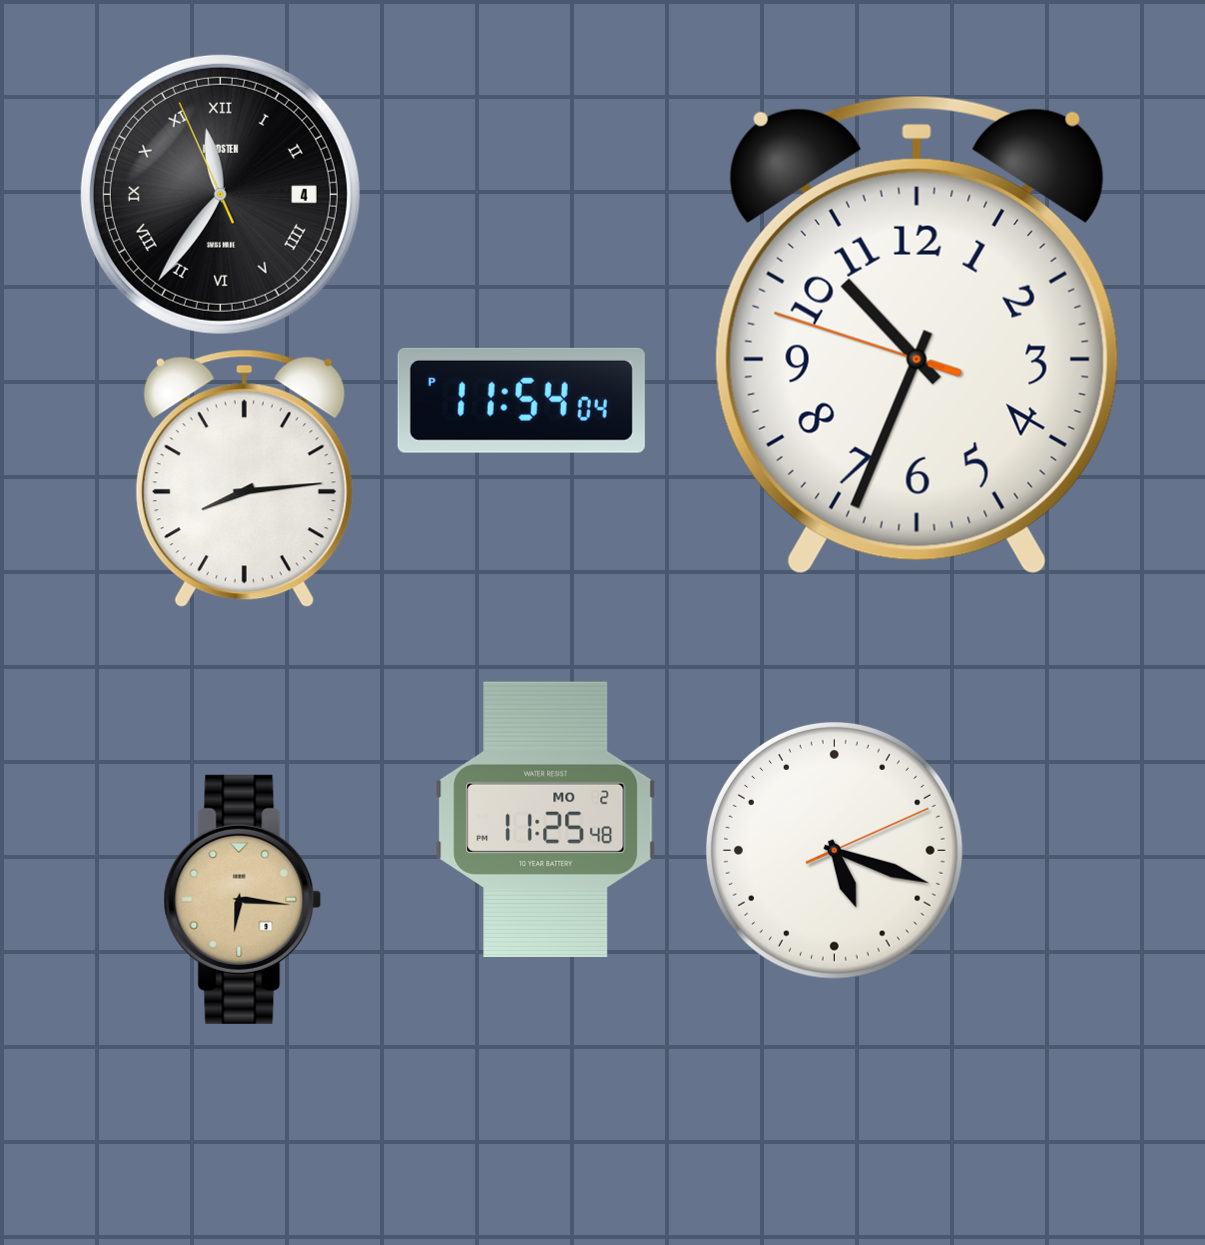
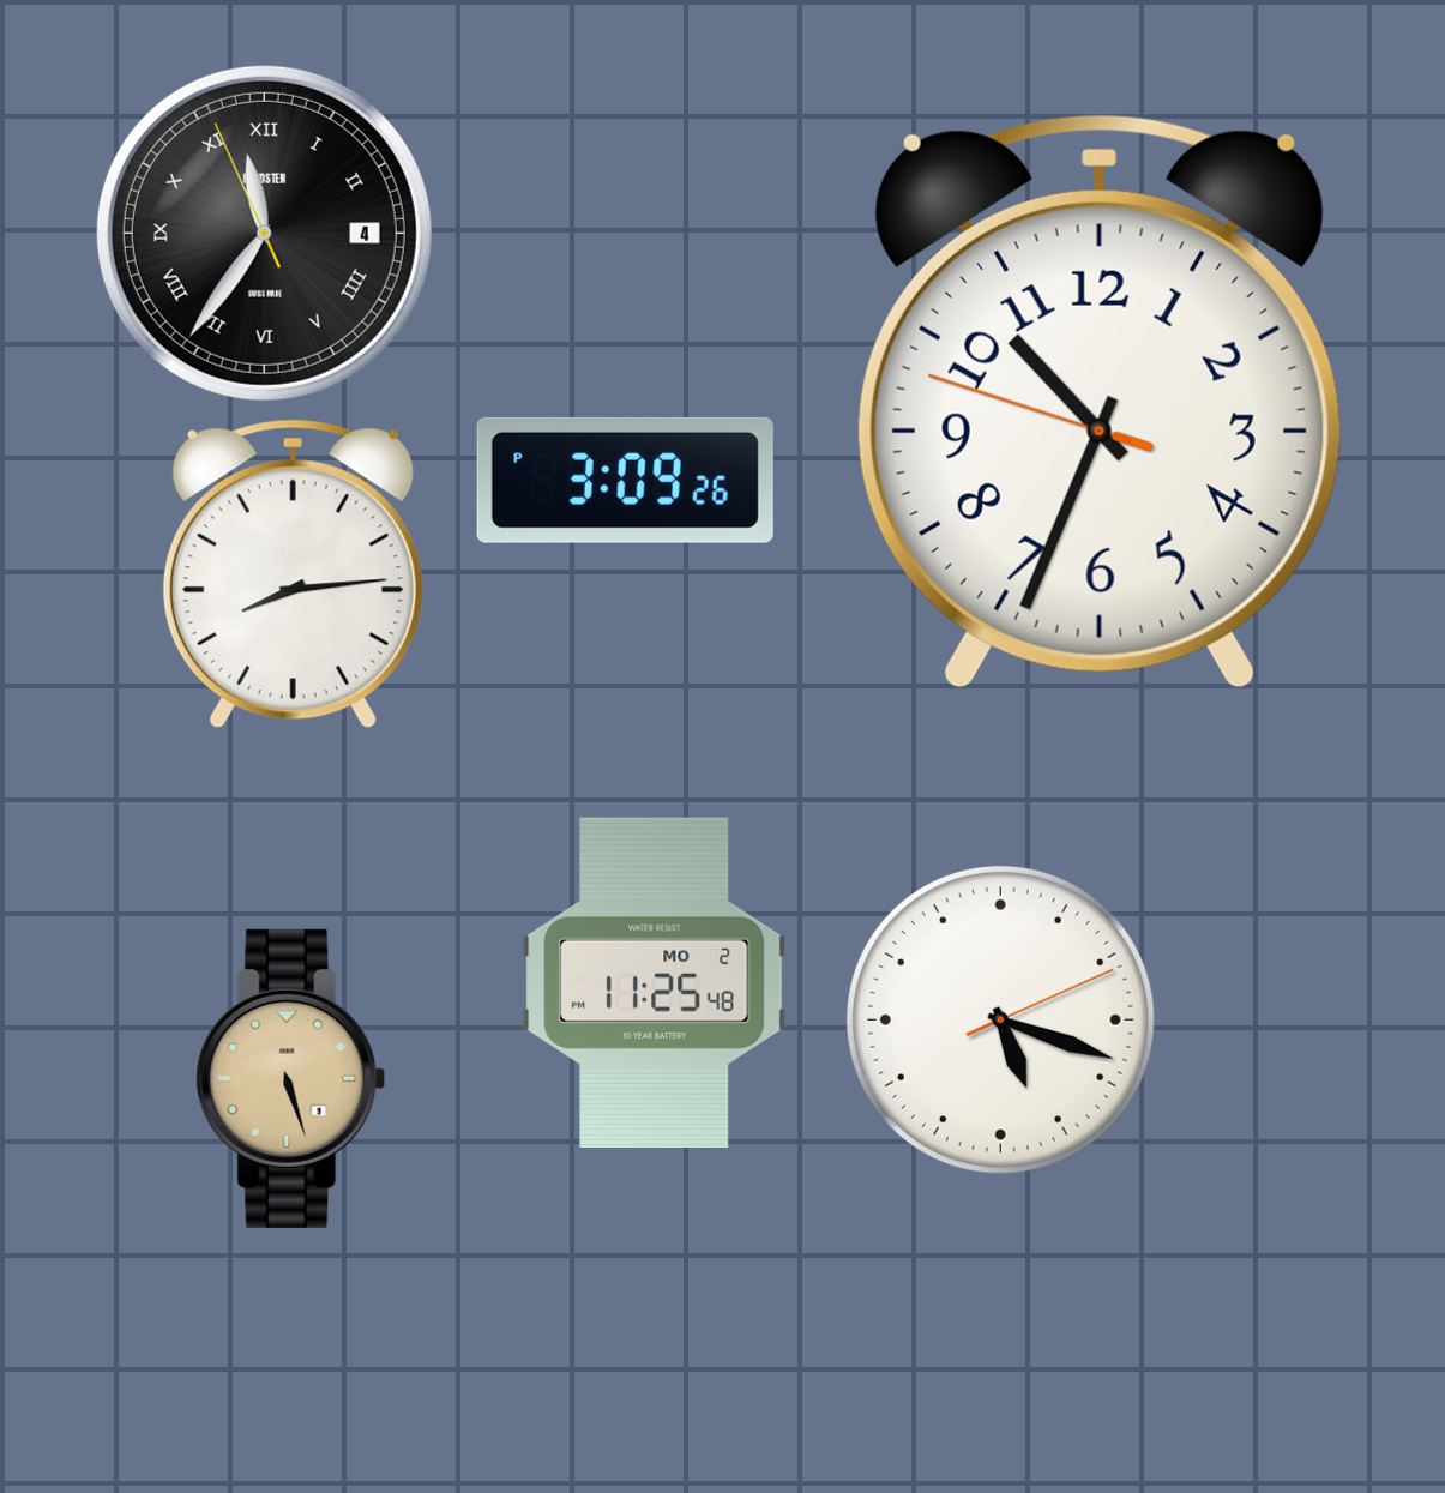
clock at (521, 400): 11:54 -> 3:09
clock at (243, 899): 6:16 -> 5:27
